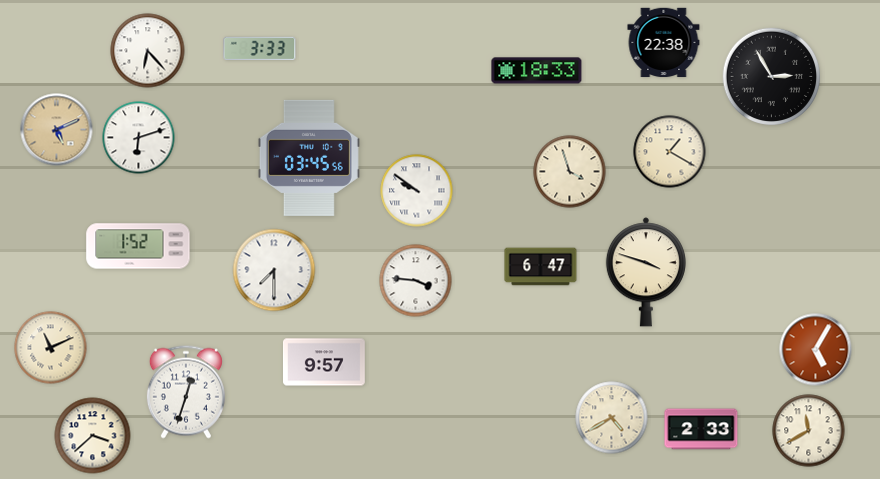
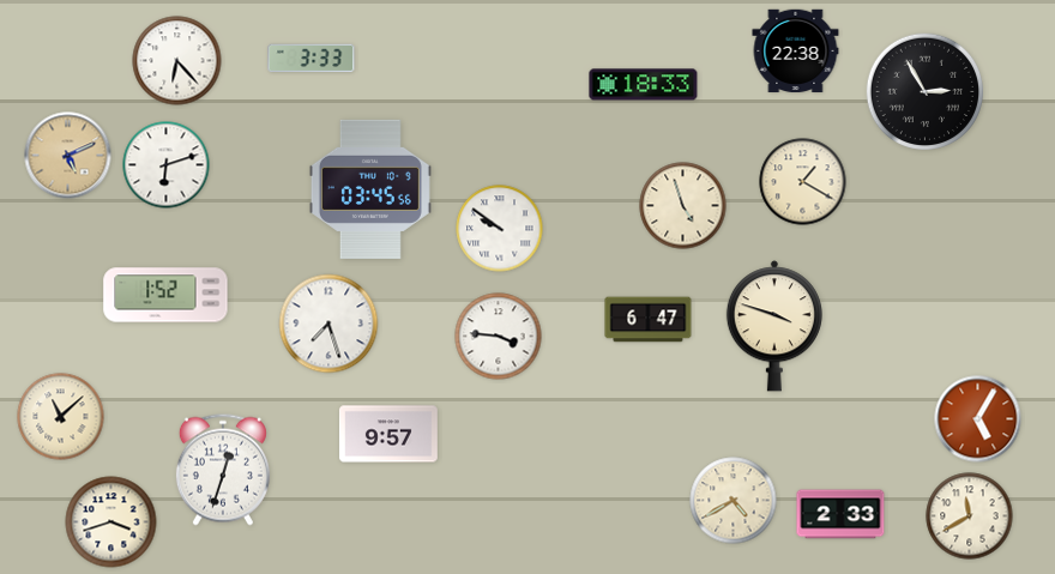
clock at (570, 172): 3:57 -> 4:57
clock at (274, 270): 7:30 -> 7:27
clock at (51, 348): 11:11 -> 11:08
clock at (93, 436): 3:38 -> 3:42
